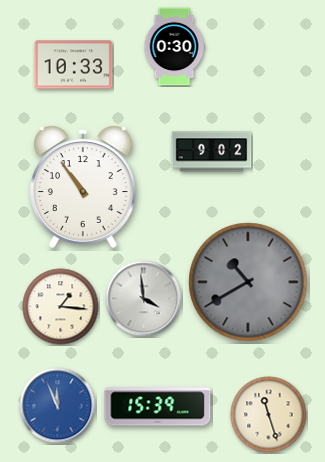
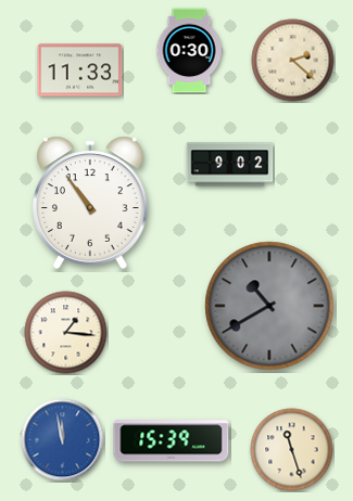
clock at (293, 61): none -> 2:22
clock at (74, 65): 10:33 -> 11:33
clock at (144, 299): 3:59 -> none
clock at (58, 406): 11:56 -> 11:58
